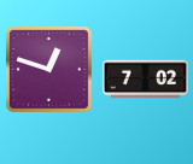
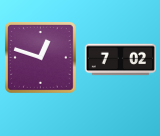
clock at (145, 80) position: (145, 80) -> (120, 60)
